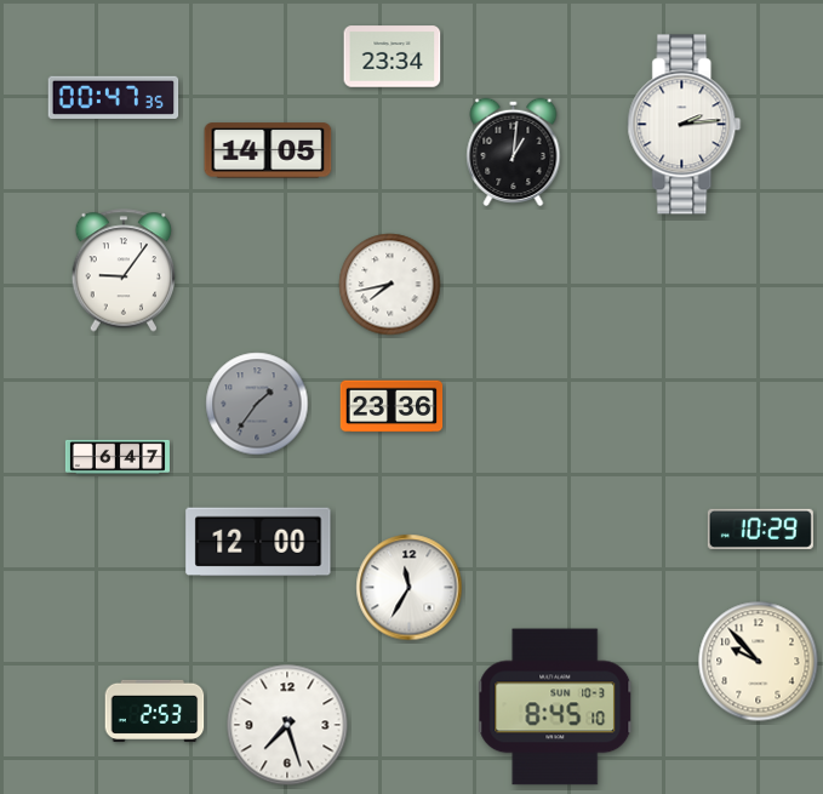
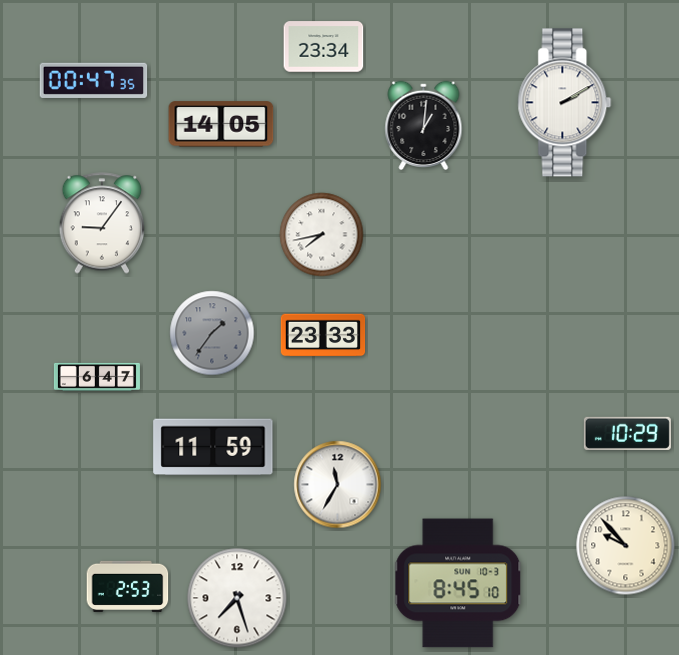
clock at (685, 125): 2:14 -> 2:10
clock at (392, 406): 23:36 -> 23:33
clock at (760, 529) position: (760, 529) -> (627, 433)
clock at (258, 542): 12:00 -> 11:59
